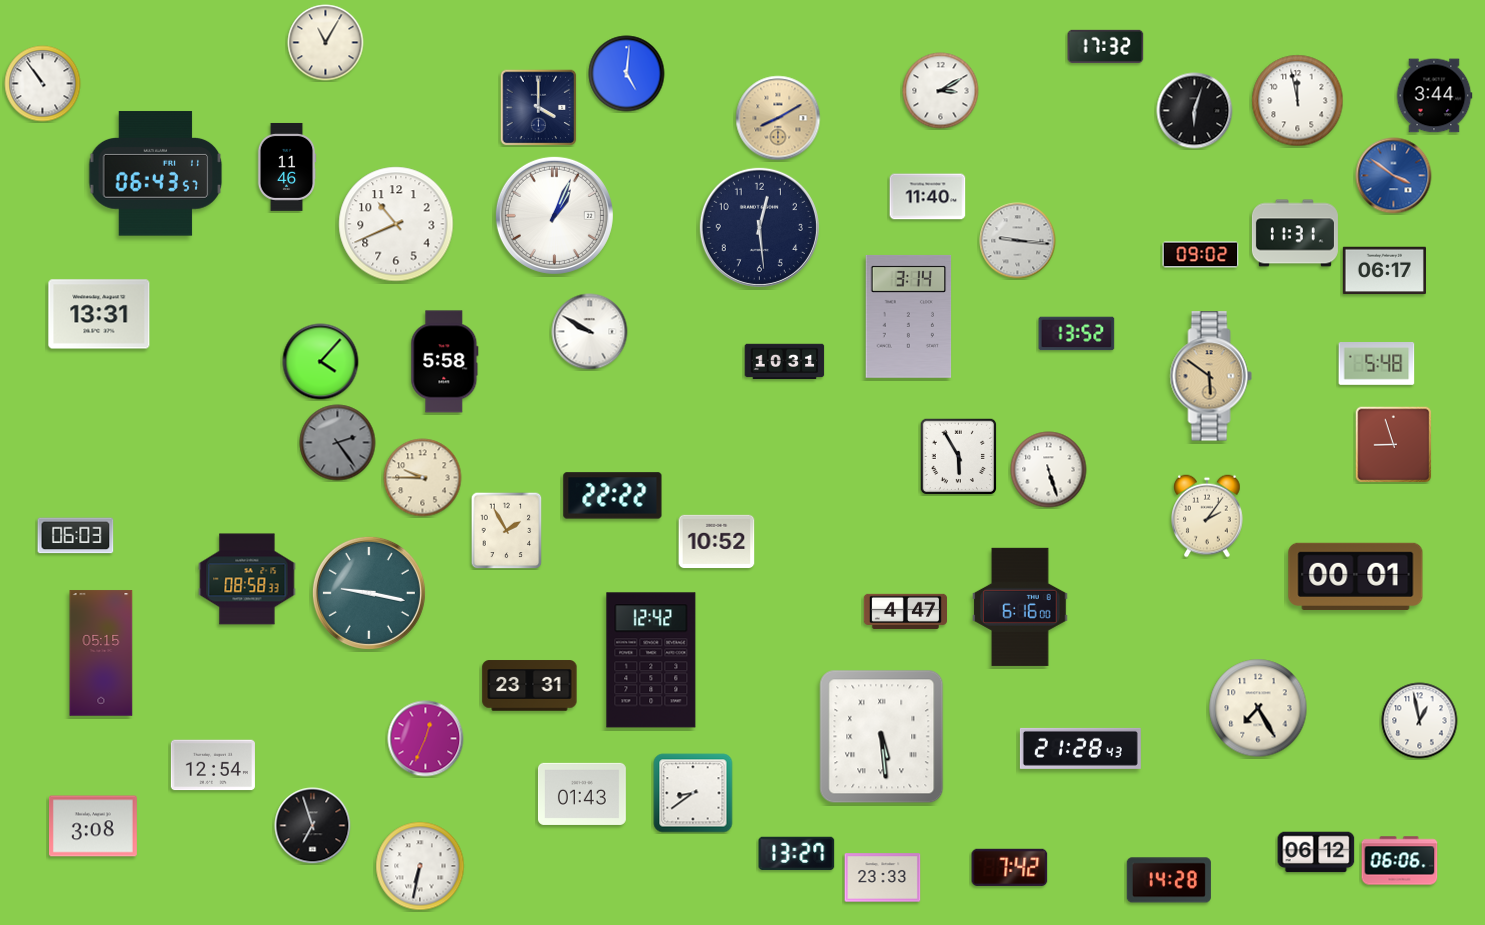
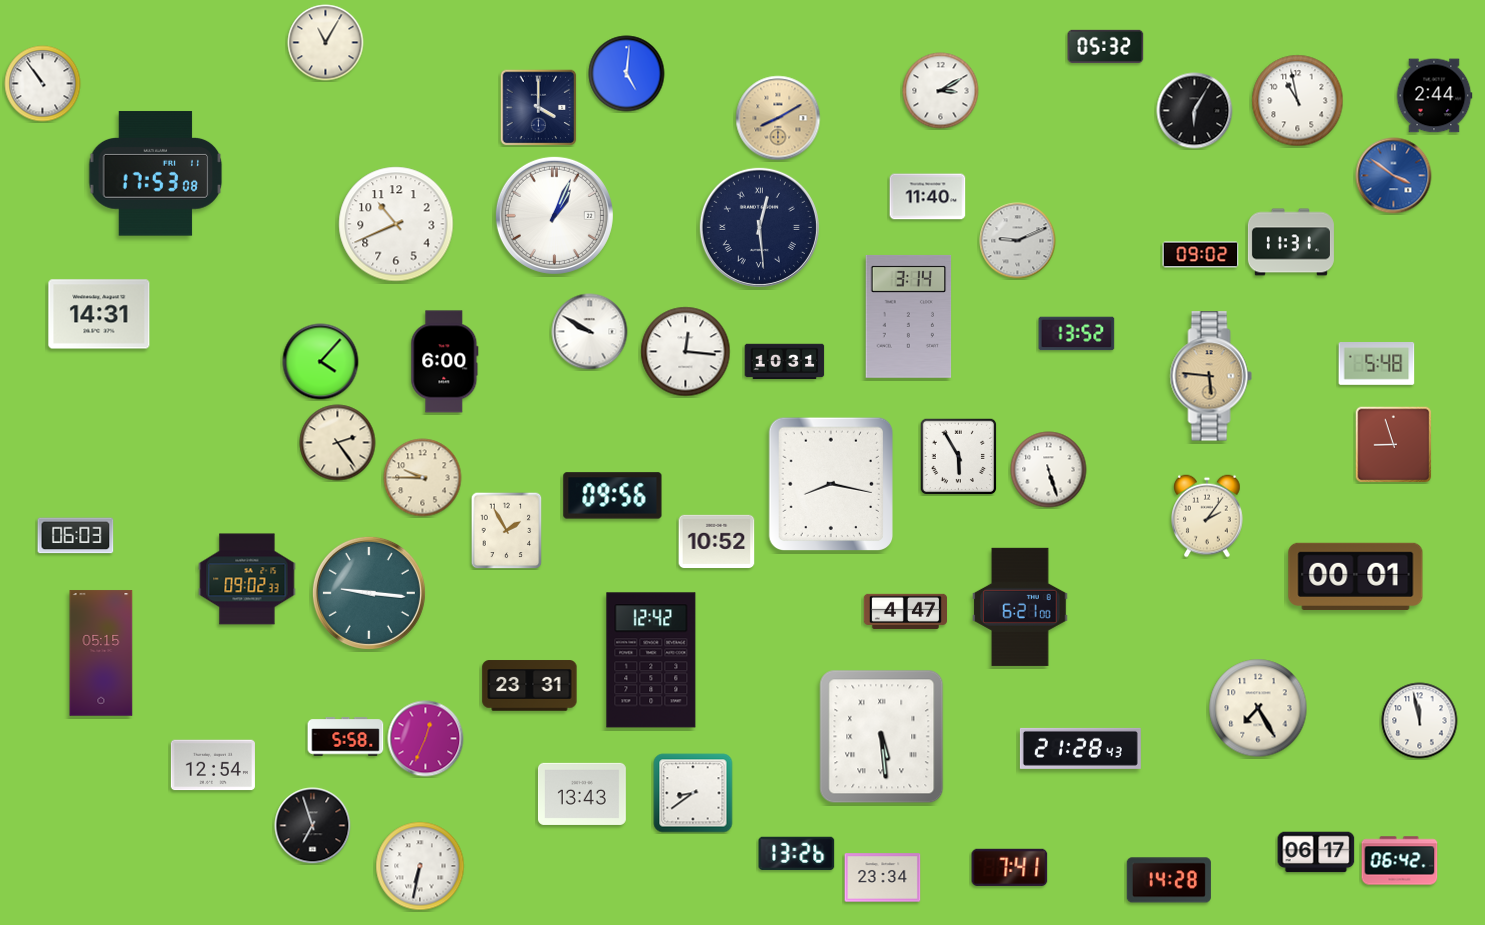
clock at (1106, 46): 17:32 -> 05:32
clock at (1434, 96): 3:44 -> 2:44
clock at (1298, 101): 11:58 -> 10:58
clock at (1195, 111): 6:03 -> 6:05
clock at (287, 167): 11:46 -> none
clock at (156, 174): 06:43 -> 17:53
clock at (759, 227) numerals: Arabic -> Roman
clock at (1295, 233) position: (1295, 233) -> (1291, 242)
clock at (1018, 241): 9:16 -> 9:11
clock at (1384, 271): 06:17 -> none
clock at (99, 314): 13:31 -> 14:31
clock at (686, 352): none -> 12:16
clock at (445, 362): 5:58 -> 6:00
clock at (1211, 376): 5:51 -> 5:46
clock at (338, 443) dial: grey -> cream
clock at (830, 483): none -> 8:17
clock at (613, 496): 22:22 -> 09:56
clock at (247, 579): 08:58 -> 09:02
clock at (369, 593): 9:17 -> 9:16
clock at (1020, 607): 6:16 -> 6:21
clock at (1420, 721): 12:58 -> 11:58
clock at (346, 737): none -> 5:58
clock at (582, 794): 01:43 -> 13:43
clock at (93, 826): 3:08 -> none
clock at (1316, 852): 06:12 -> 06:17
clock at (797, 853): 13:27 -> 13:26
clock at (1400, 861): 06:06 -> 06:42
clock at (1010, 867): 7:42 -> 7:41
clock at (883, 878): 23:33 -> 23:34
